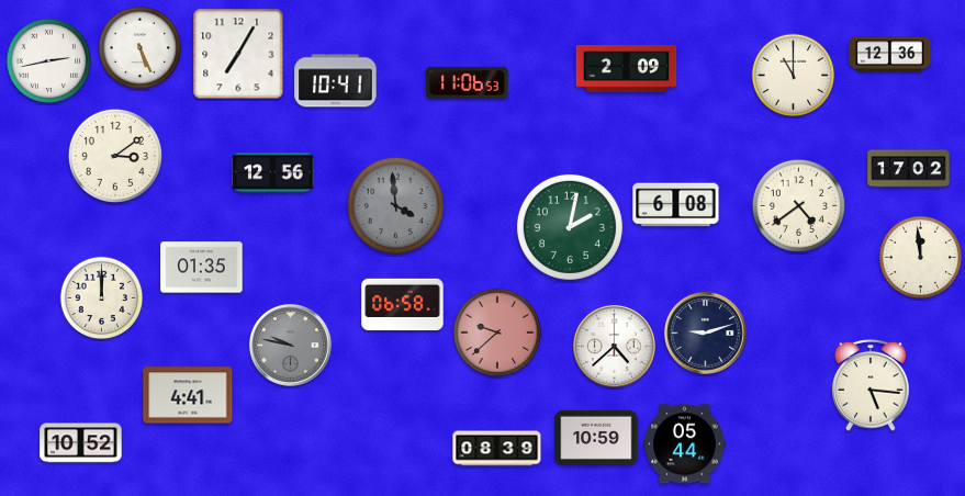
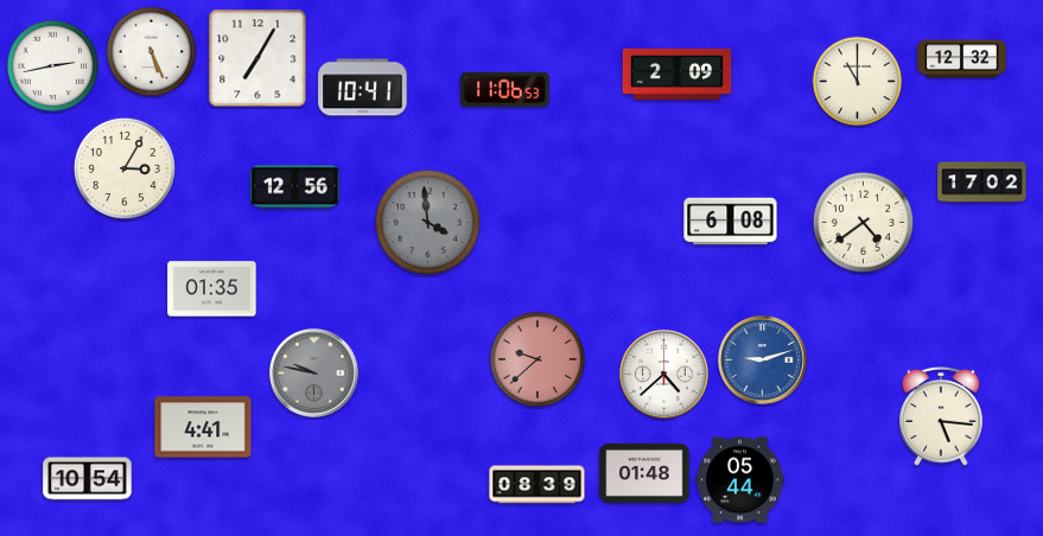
clock at (890, 55): 12:36 -> 12:32
clock at (115, 156): 3:09 -> 3:05
clock at (570, 227): 2:02 -> none
clock at (921, 258): 11:59 -> none
clock at (202, 268) position: (202, 268) -> (212, 289)
clock at (102, 298): 12:00 -> none
clock at (403, 305): 06:58 -> none
clock at (705, 332) dial: navy -> blue
clock at (596, 438): 10:59 -> 01:48
clock at (81, 443): 10:52 -> 10:54
